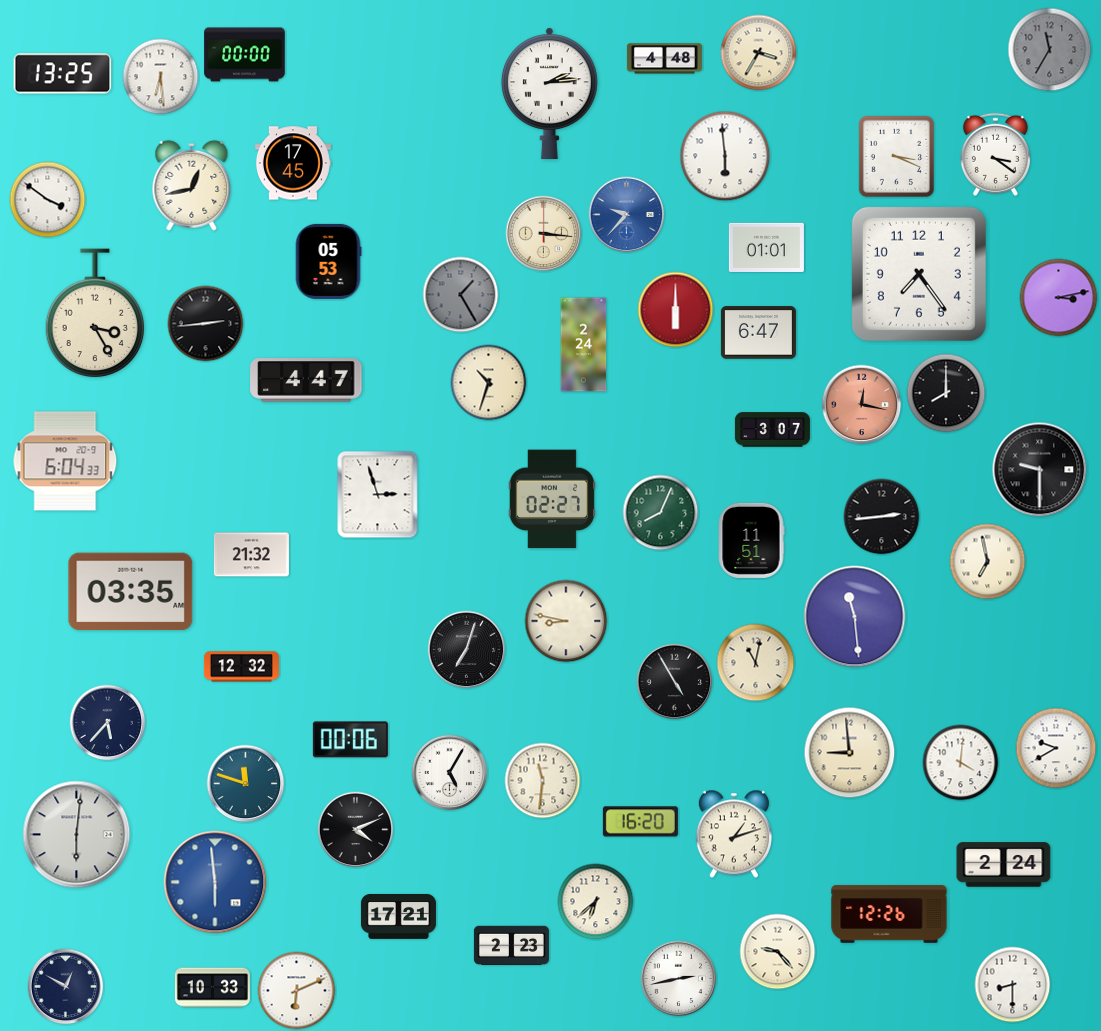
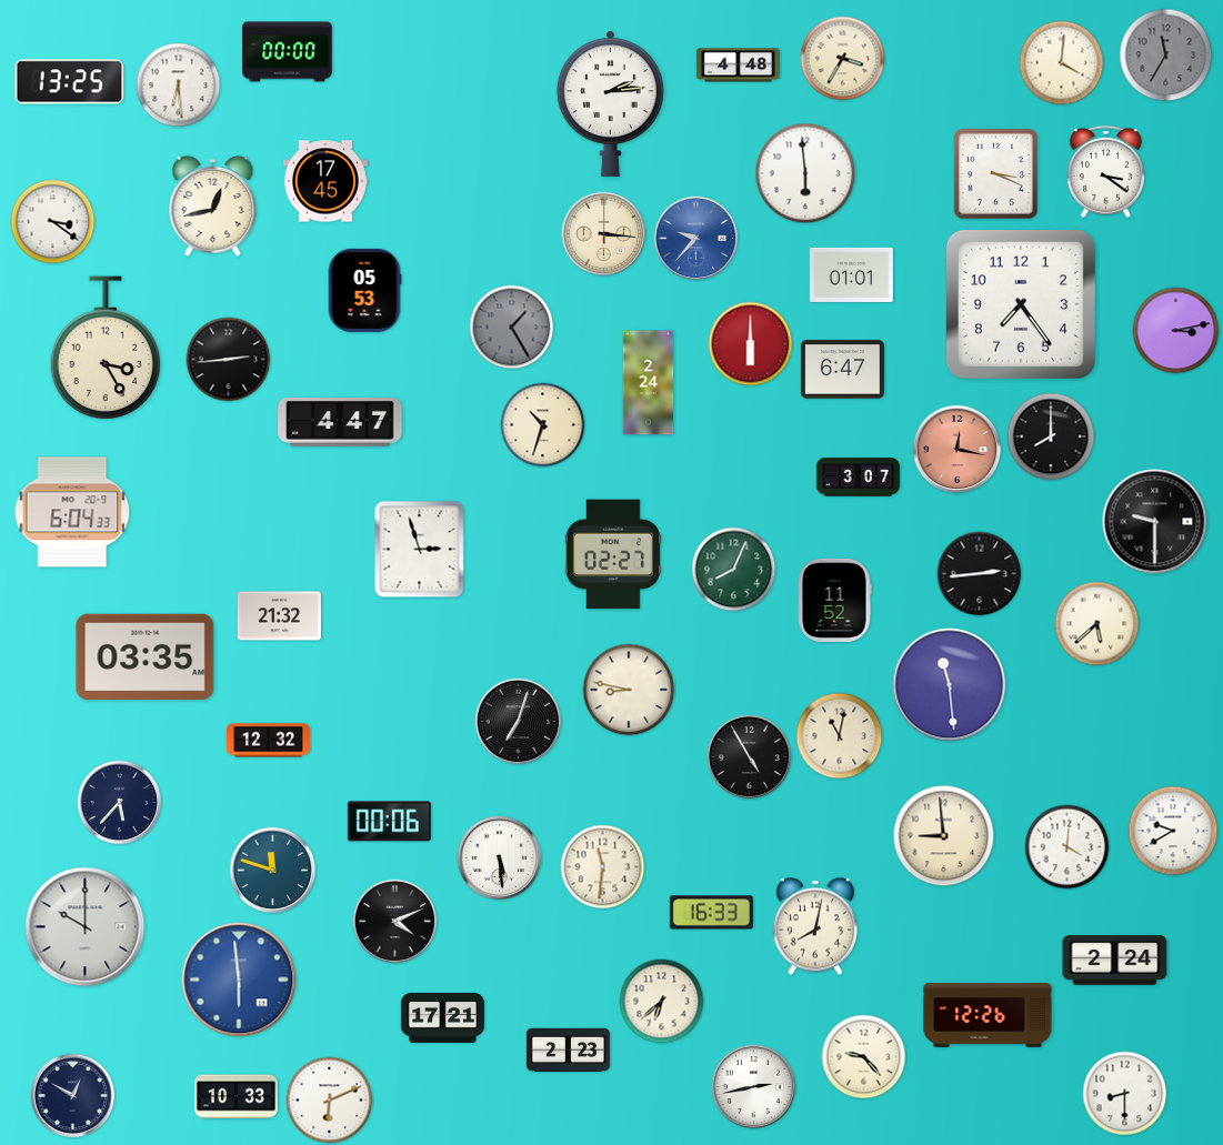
clock at (245, 55) position: (245, 55) -> (288, 52)
clock at (1062, 63): none -> 4:01
clock at (48, 200): 3:51 -> 3:21
clock at (544, 234) position: (544, 234) -> (604, 234)
clock at (751, 540): 11:51 -> 11:52
clock at (988, 562): 6:58 -> 5:38
clock at (450, 773): 5:05 -> 5:29
clock at (640, 822): 16:20 -> 16:33
clock at (734, 834): 1:12 -> 8:02
clock at (77, 835): 6:01 -> 10:00
